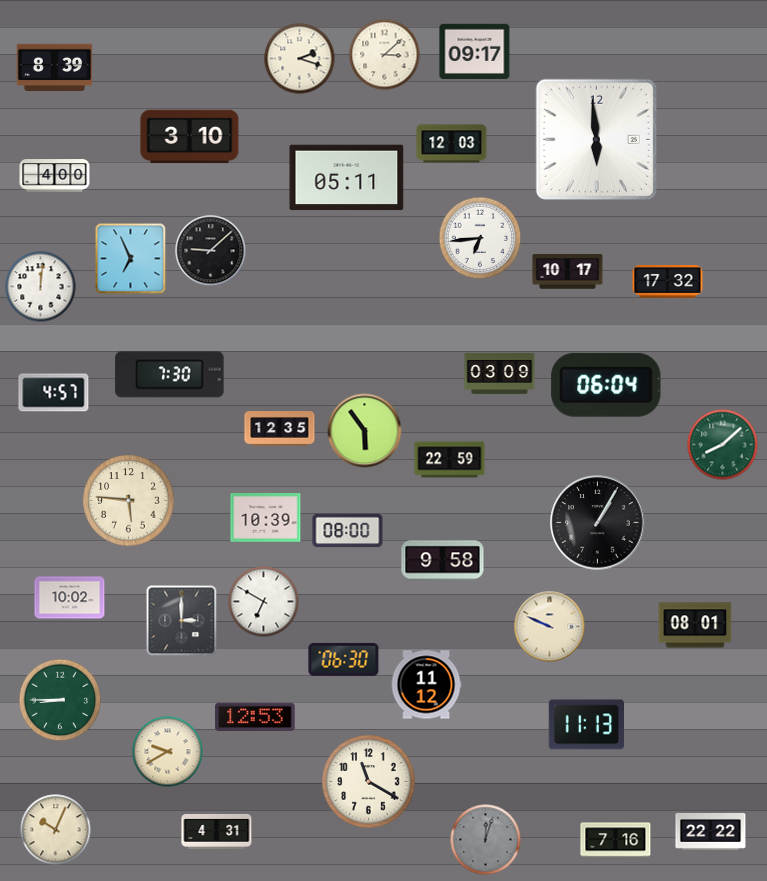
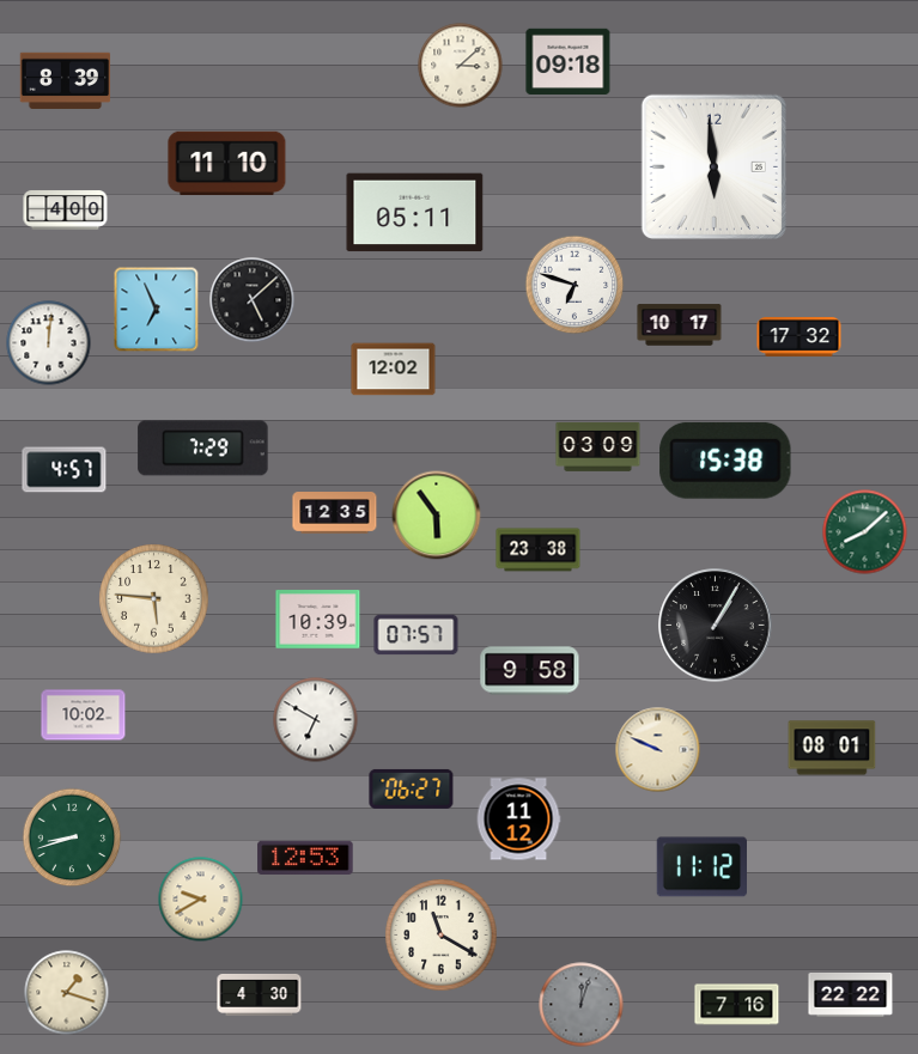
clock at (475, 51): 09:17 -> 09:18
clock at (300, 59): 2:18 -> none
clock at (190, 137): 3:10 -> 11:10
clock at (452, 144): 12:03 -> none
clock at (480, 238): 6:44 -> 6:48
clock at (211, 251): 9:08 -> 5:08
clock at (394, 370): none -> 12:02
clock at (170, 375): 7:30 -> 7:29
clock at (606, 385): 06:04 -> 15:38
clock at (450, 460): 22:59 -> 23:38
clock at (348, 531): 08:00 -> 07:57
clock at (182, 621): 3:00 -> none
clock at (344, 659): 06:30 -> 06:27
clock at (426, 685) position: (426, 685) -> (518, 820)
clock at (60, 700): 8:45 -> 8:42
clock at (587, 725): 11:13 -> 11:12
clock at (56, 830): 10:04 -> 1:18
clock at (217, 831): 4:31 -> 4:30
